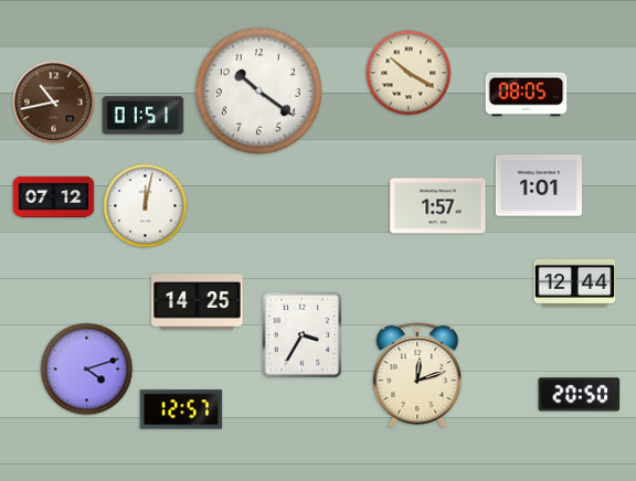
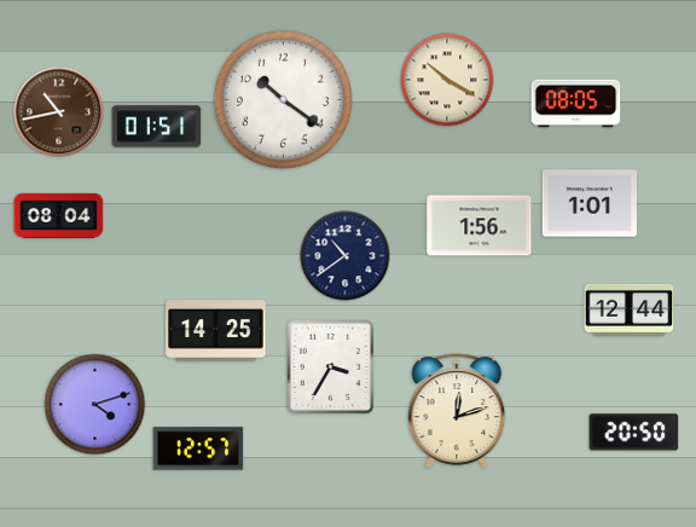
clock at (54, 196): 07:12 -> 08:04
clock at (146, 206): 12:02 -> none
clock at (438, 206): 1:57 -> 1:56
clock at (346, 256): none -> 10:39
